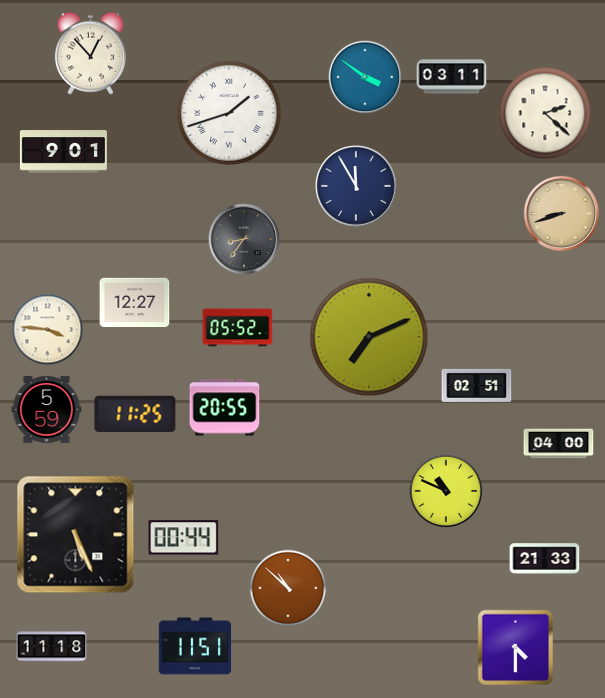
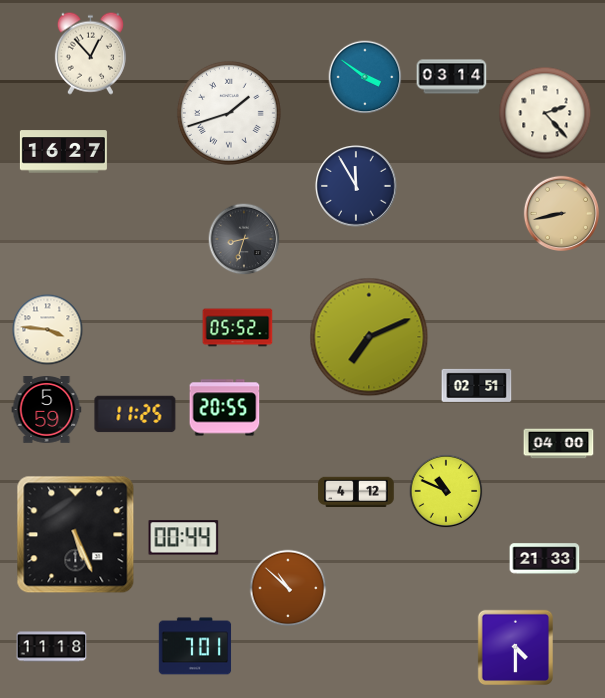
clock at (452, 77): 03:11 -> 03:14
clock at (545, 113): 2:22 -> 2:23
clock at (63, 152): 9:01 -> 16:27
clock at (561, 213): 8:42 -> 8:43
clock at (244, 239): 8:36 -> 8:33
clock at (135, 302): 12:27 -> none
clock at (356, 492): none -> 4:12
clock at (195, 646): 11:51 -> 7:01
